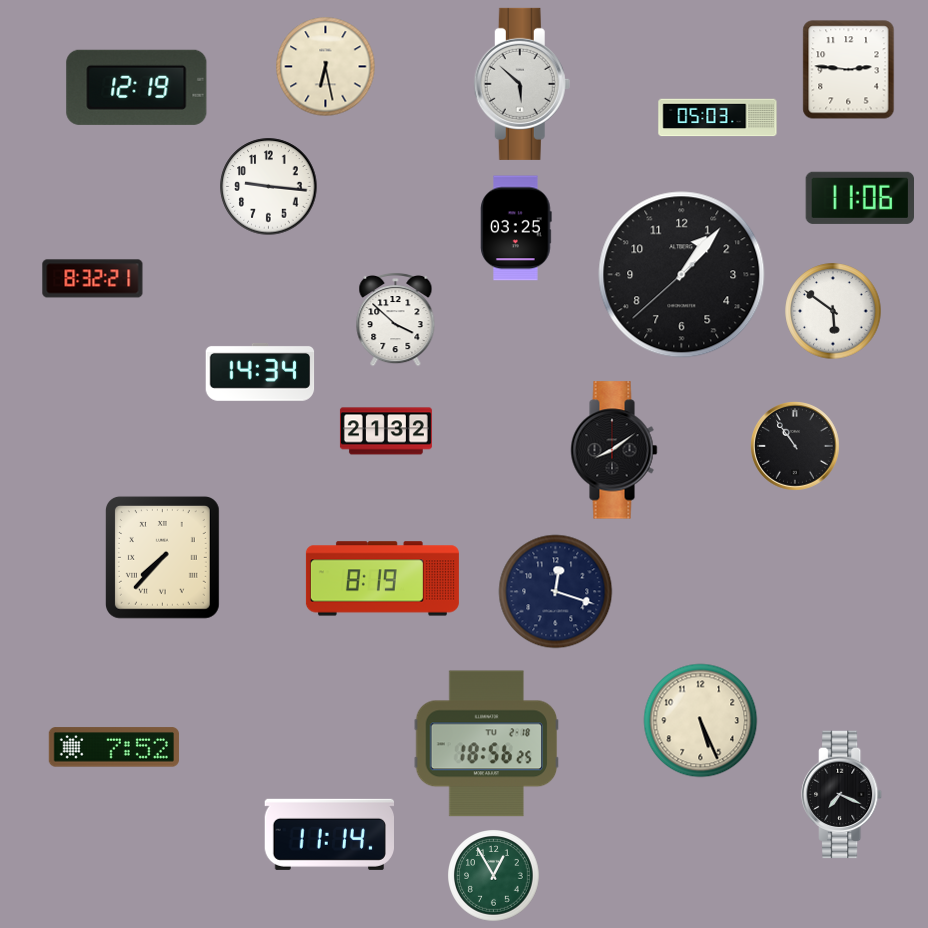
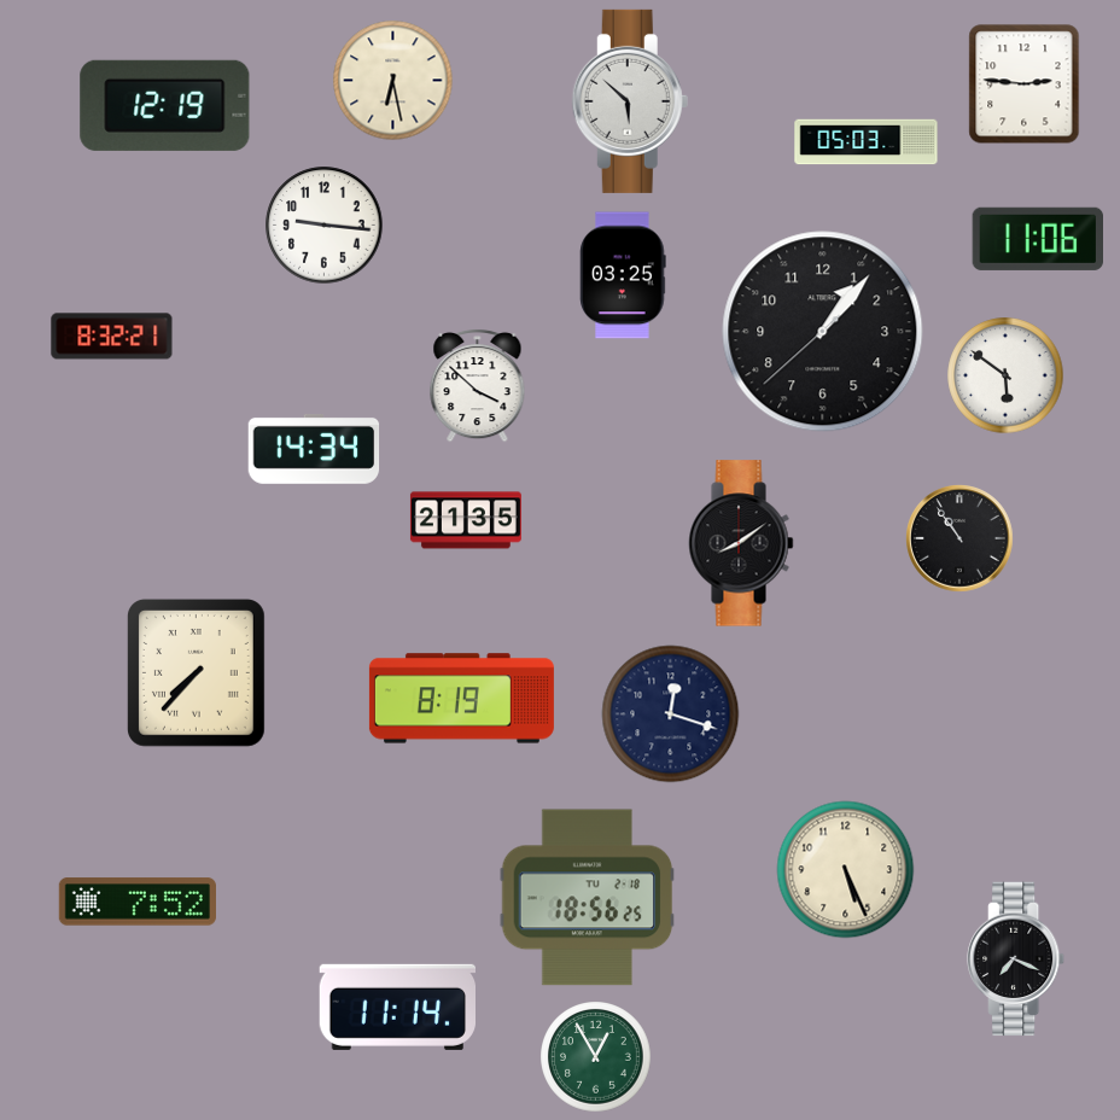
clock at (386, 431): 21:32 -> 21:35
